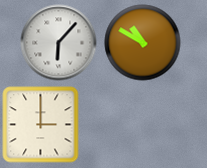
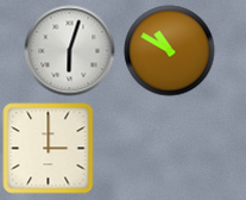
clock at (59, 43): 6:07 -> 6:03
